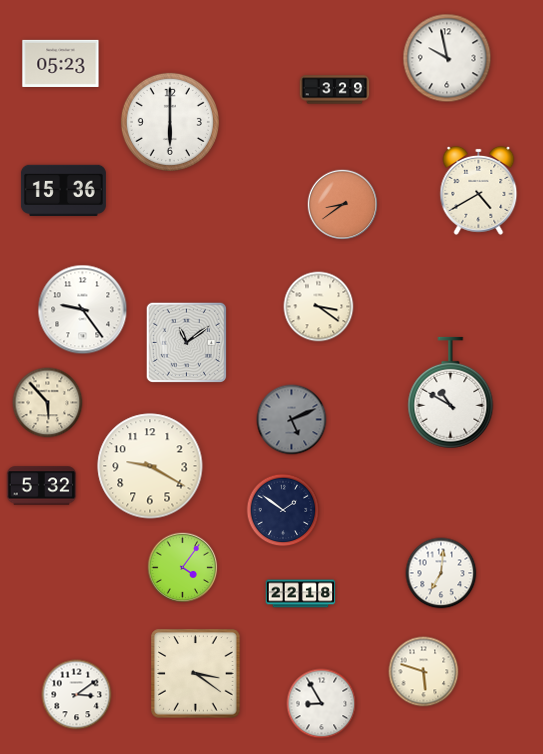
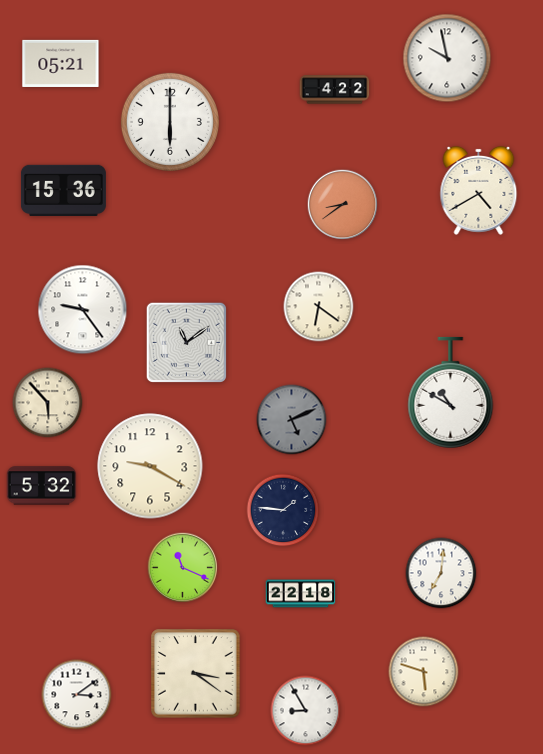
clock at (61, 63): 05:23 -> 05:21
clock at (335, 90): 3:29 -> 4:22
clock at (319, 307): 3:21 -> 6:21
clock at (283, 510): 1:51 -> 1:46
clock at (183, 568): 4:06 -> 11:19
clock at (322, 704) position: (322, 704) -> (306, 711)
